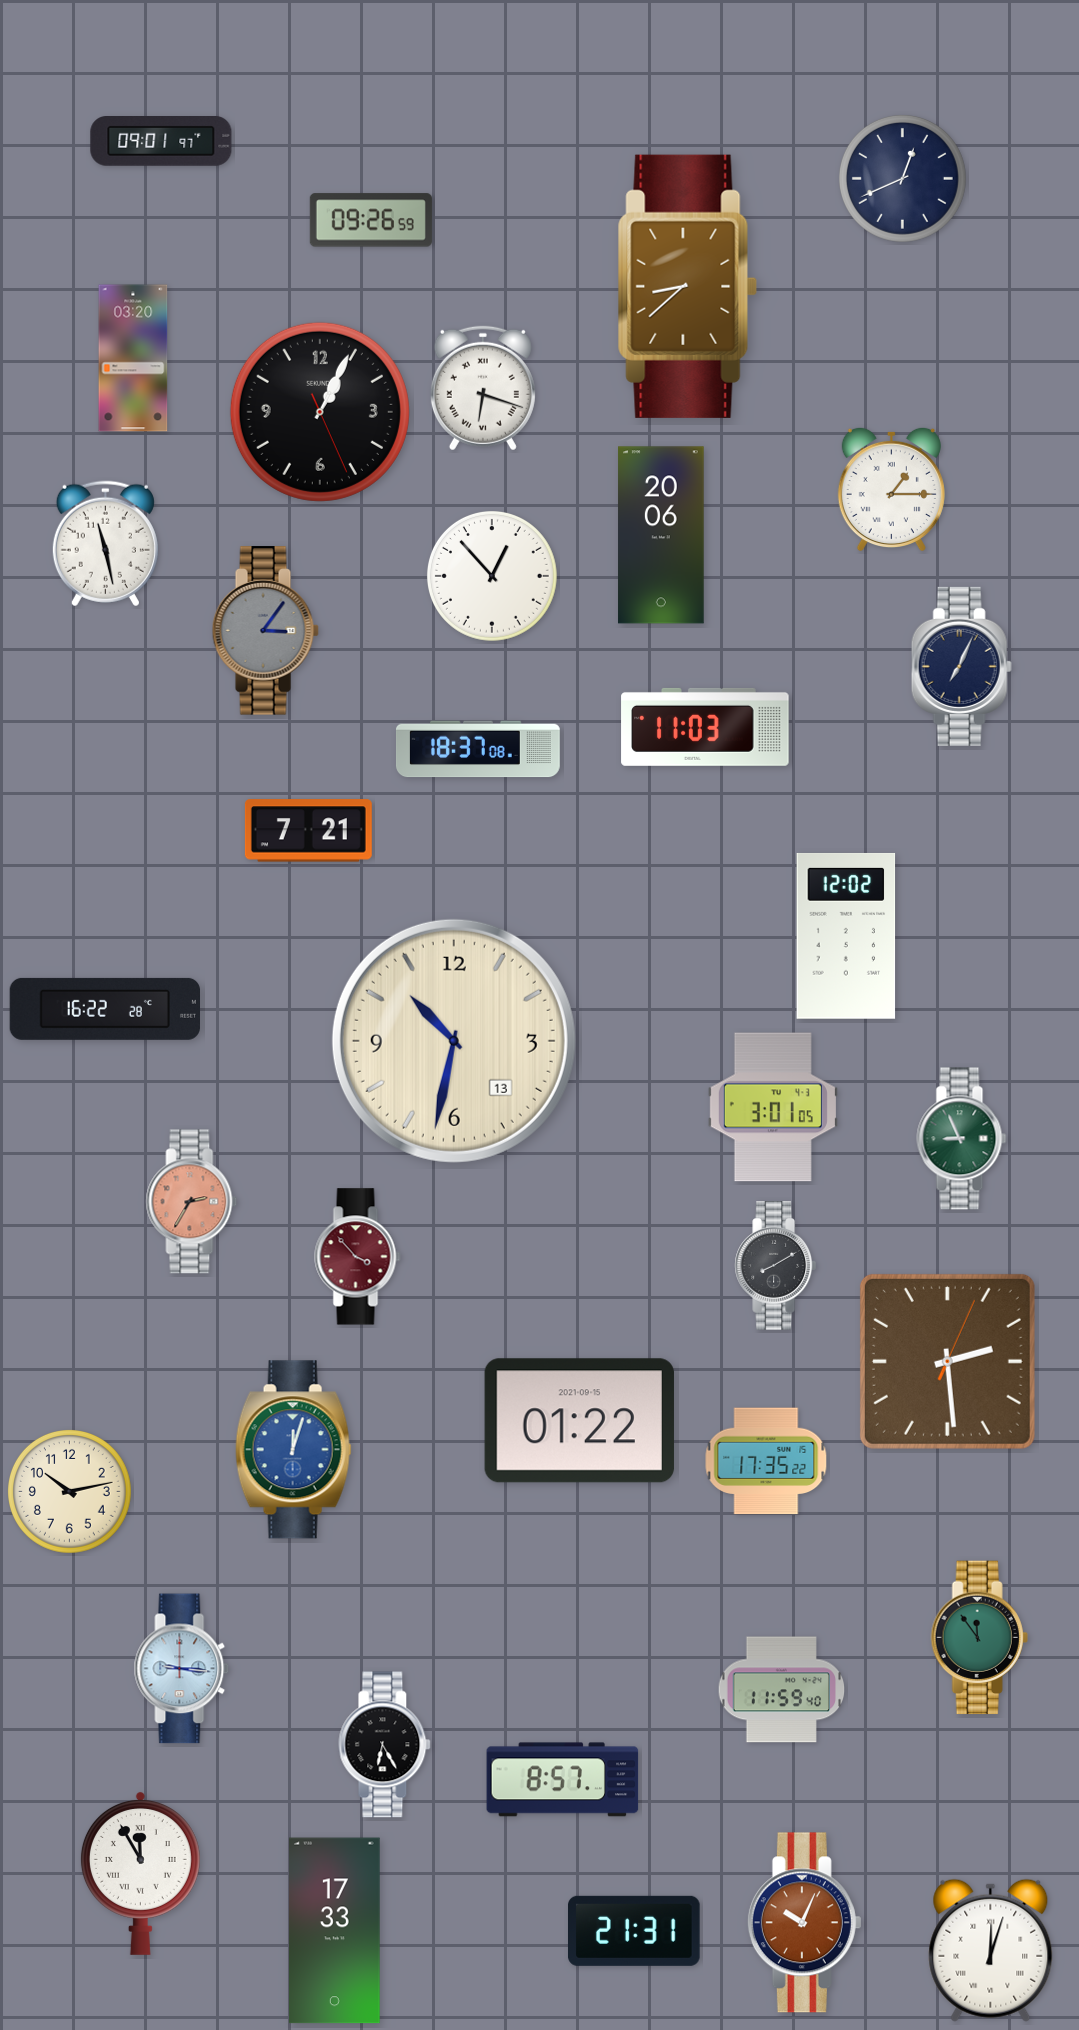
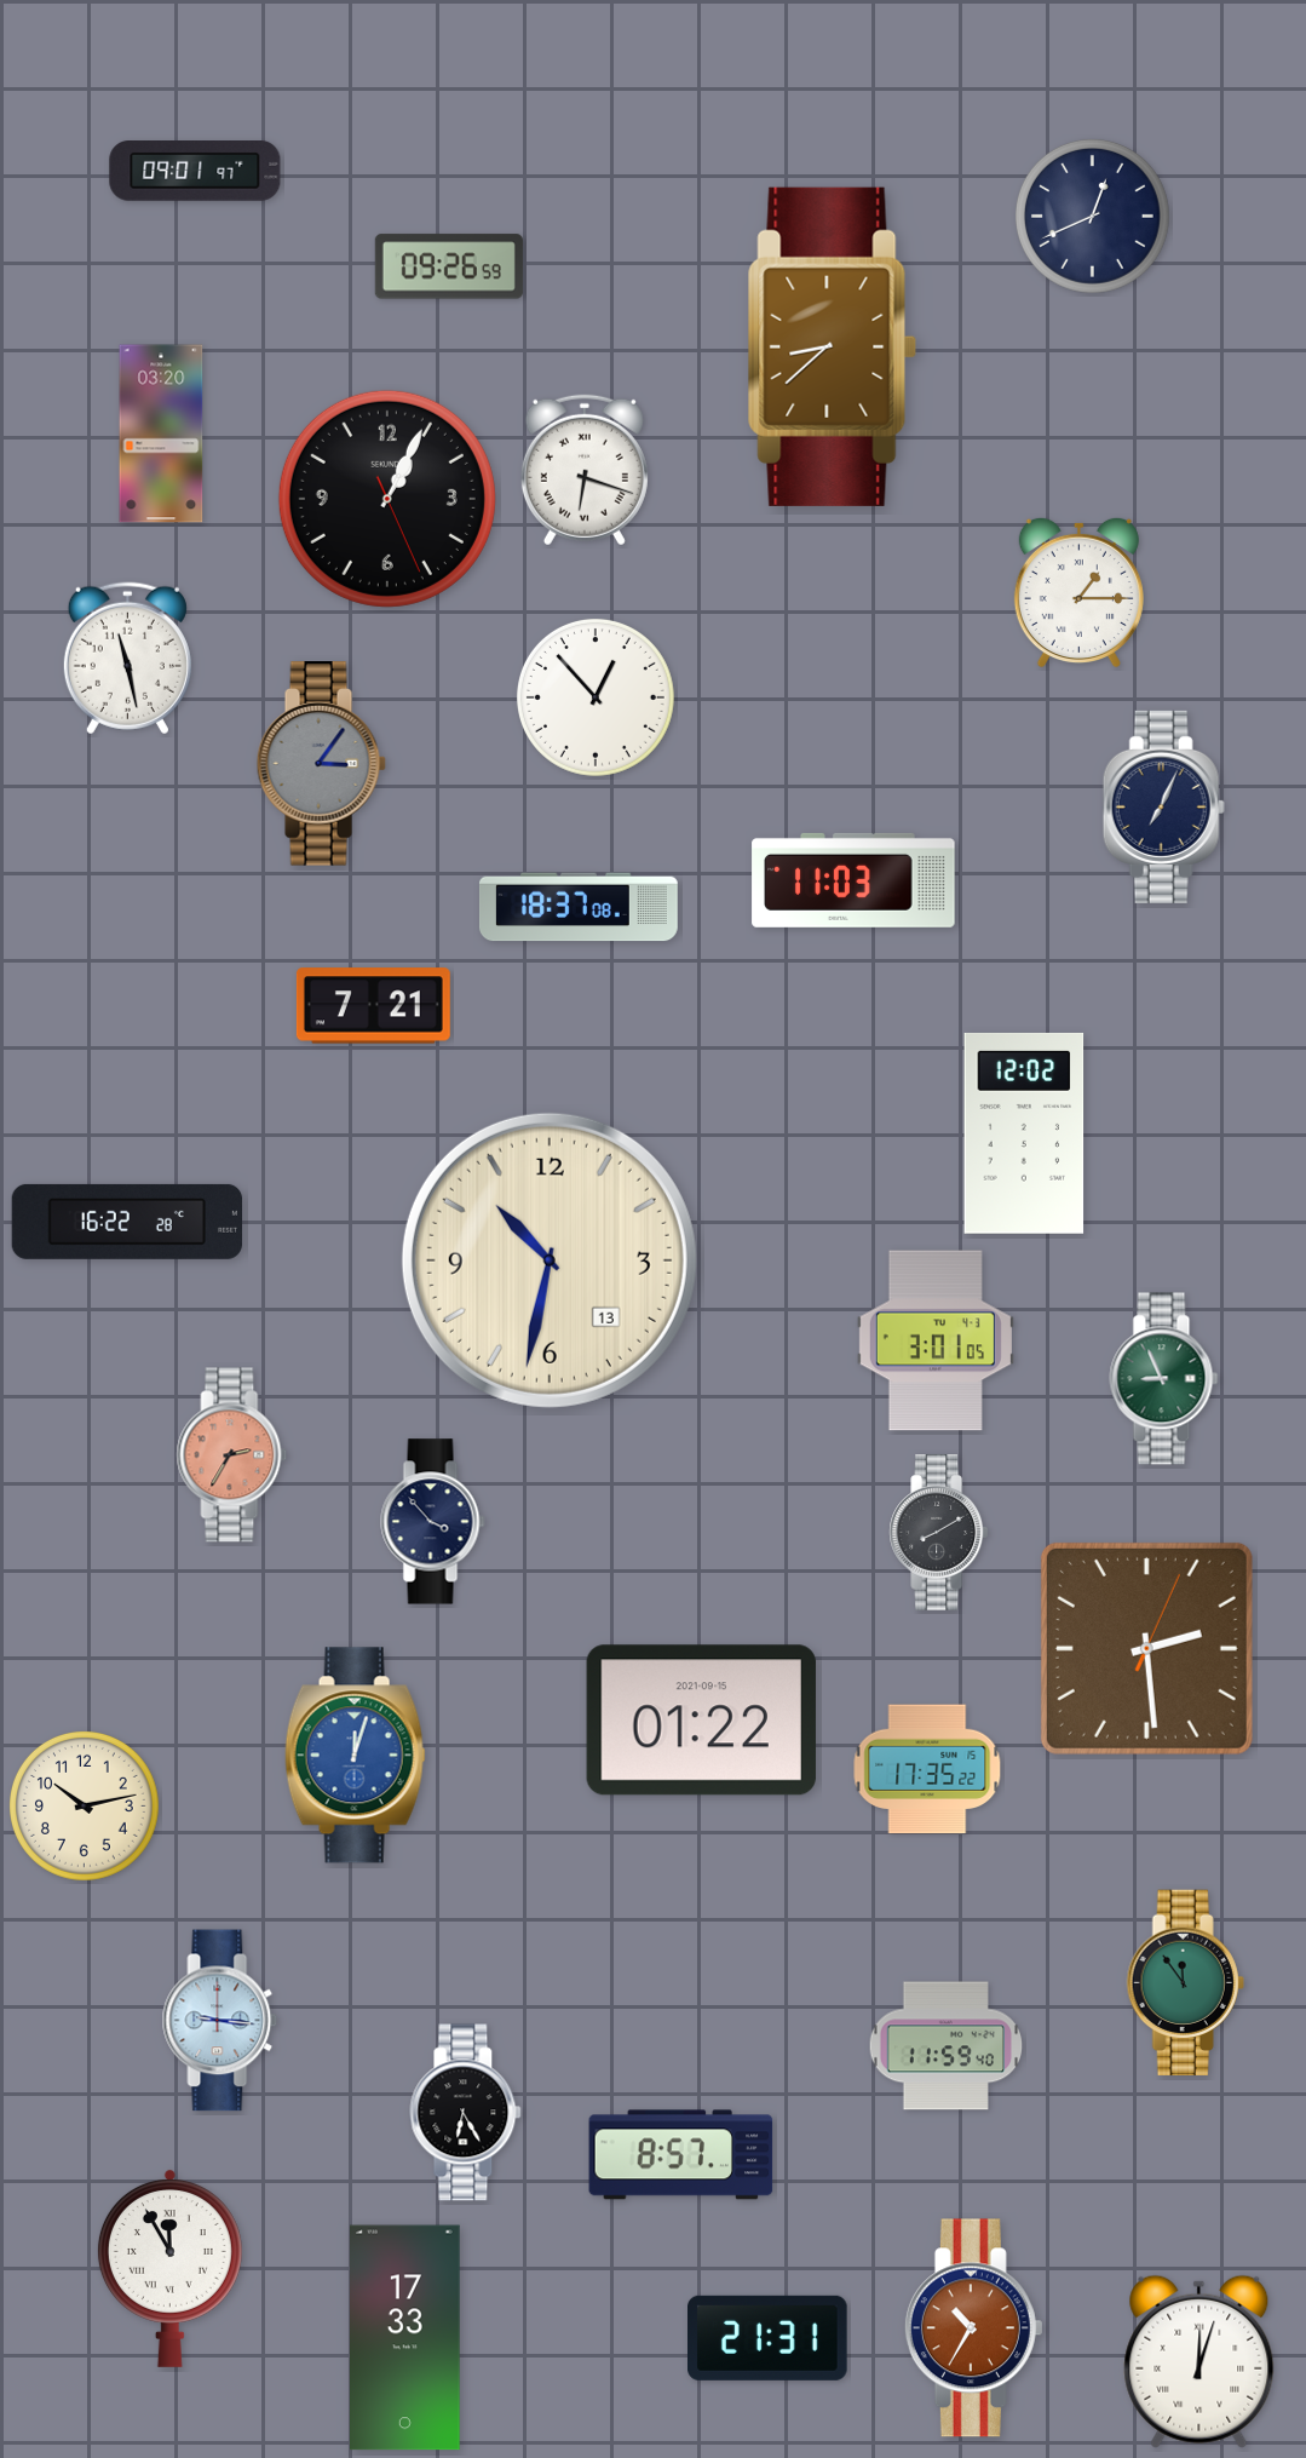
clock at (661, 535): 20:06 -> none
clock at (358, 1257) dial: burgundy -> navy
clock at (804, 1923): 10:04 -> 10:35
